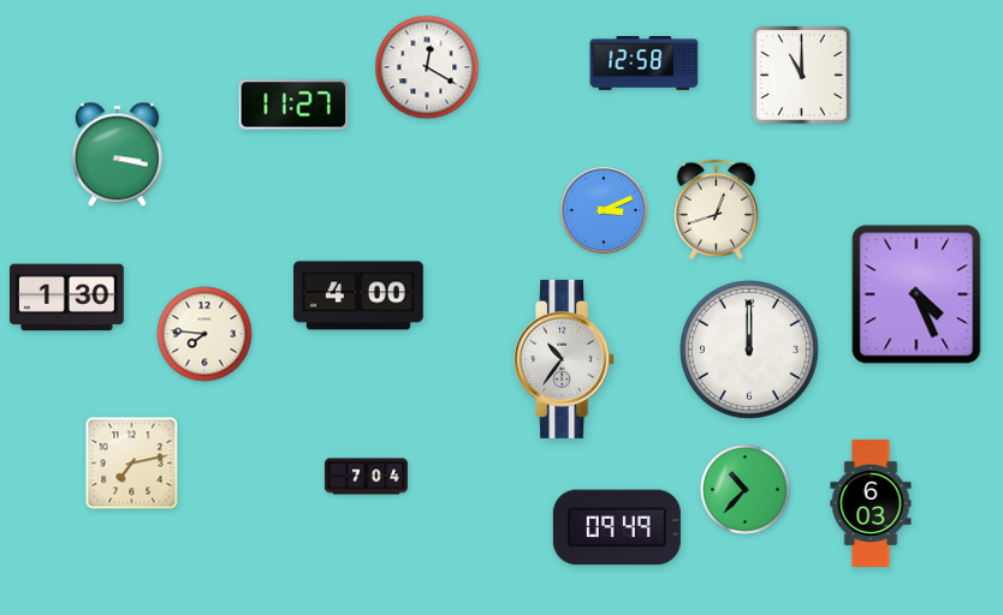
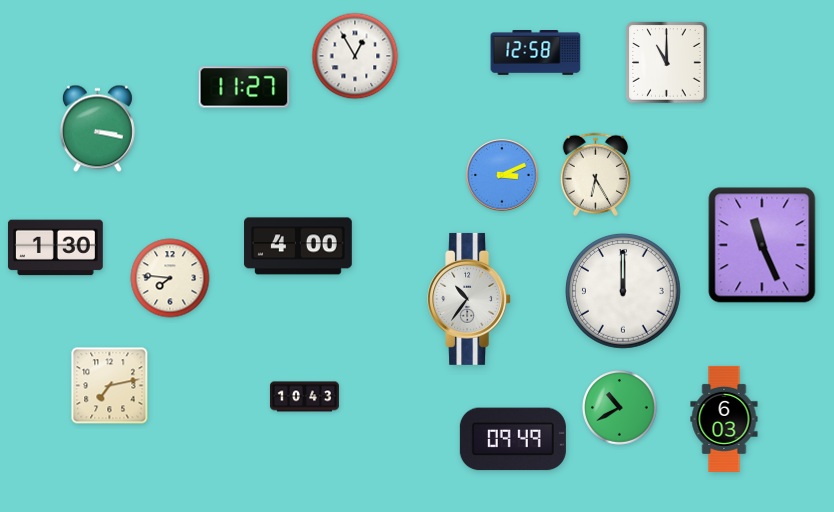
clock at (427, 67): 12:20 -> 12:55
clock at (717, 209): 12:42 -> 6:25
clock at (916, 294): 4:26 -> 11:26
clock at (366, 477): 7:04 -> 10:43
clock at (746, 490): 10:37 -> 10:40
